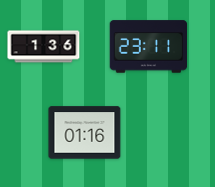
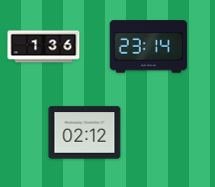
clock at (149, 47): 23:11 -> 23:14
clock at (85, 133): 01:16 -> 02:12
